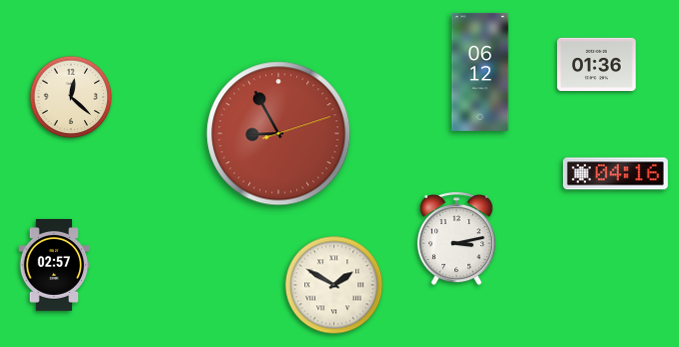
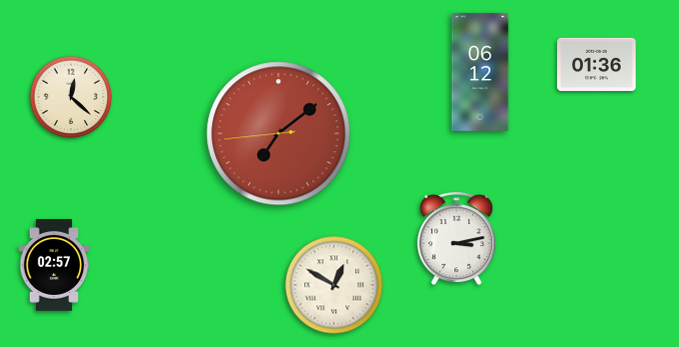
clock at (279, 134): 8:55 -> 7:08
clock at (615, 174): 04:16 -> none
clock at (334, 285): 1:50 -> 12:50
